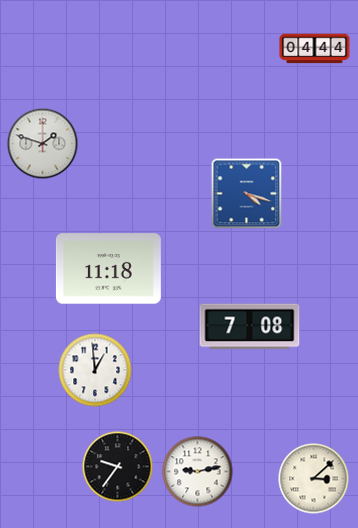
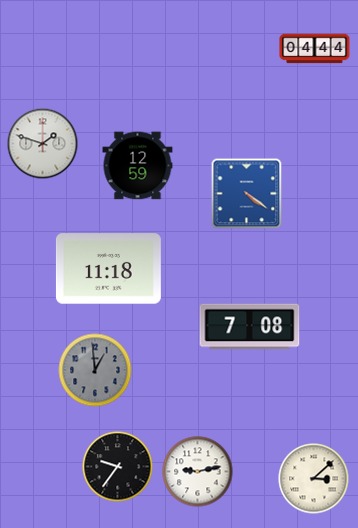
clock at (138, 166): none -> 12:59
clock at (247, 194): 4:18 -> 4:21
clock at (95, 370) dial: white -> grey
